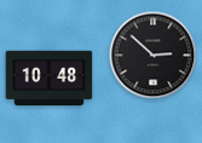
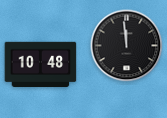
clock at (154, 56): 2:52 -> 11:59
